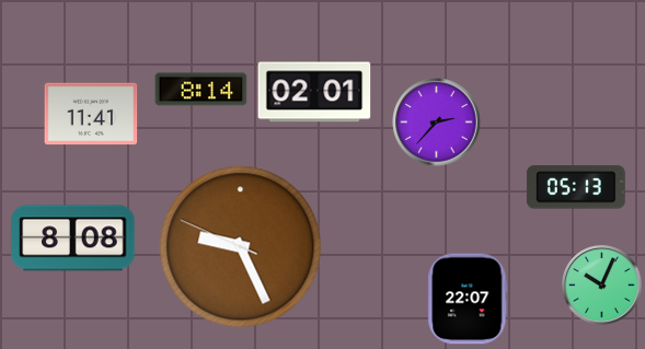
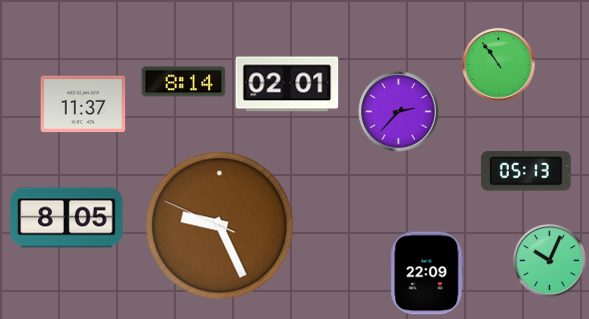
clock at (499, 65): none -> 10:54
clock at (91, 114): 11:41 -> 11:37
clock at (73, 239): 8:08 -> 8:05
clock at (468, 299): 22:07 -> 22:09
